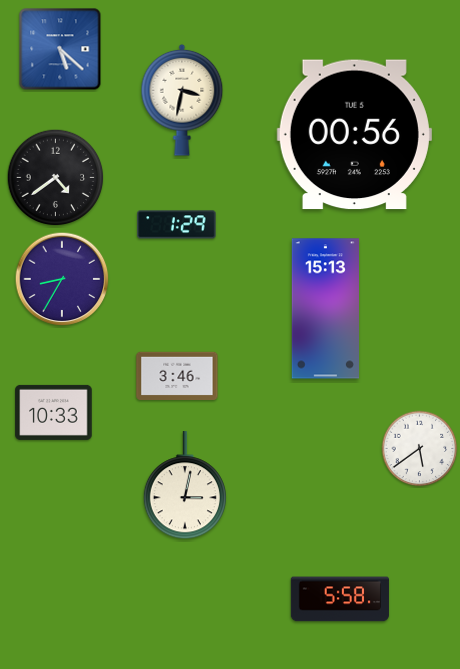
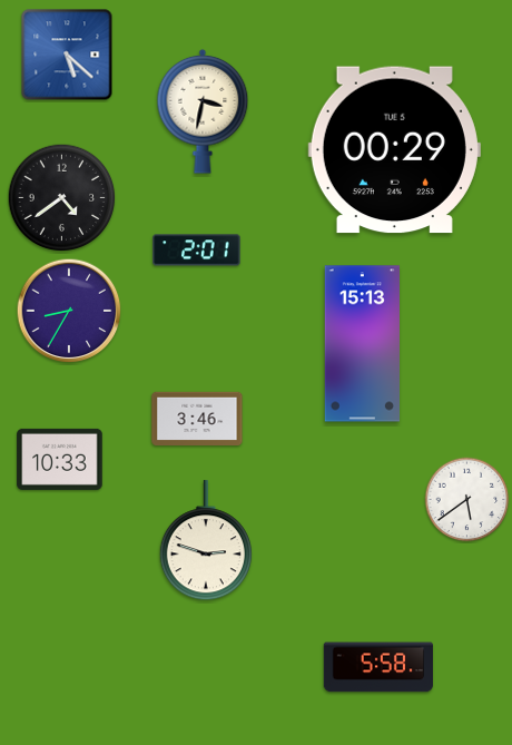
clock at (354, 135): 00:56 -> 00:29
clock at (177, 225): 1:29 -> 2:01
clock at (185, 486): 3:02 -> 2:48
